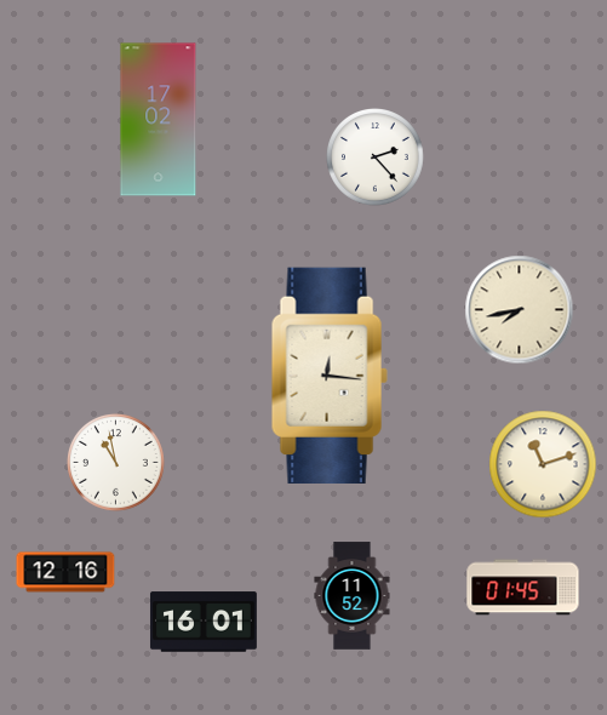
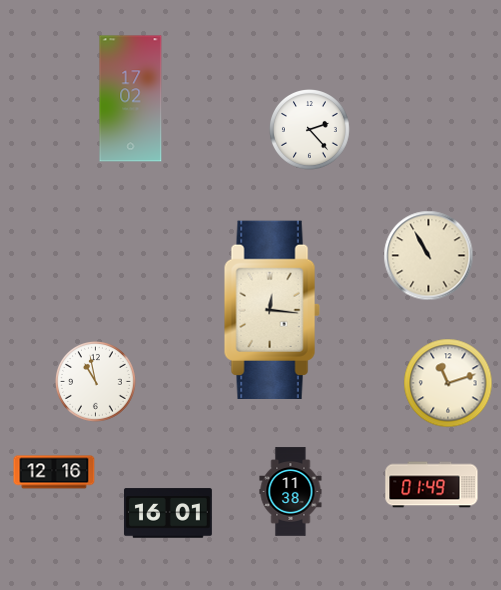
clock at (520, 310): 7:43 -> 10:55
clock at (523, 588): 01:45 -> 01:49
clock at (353, 596): 11:52 -> 11:38
